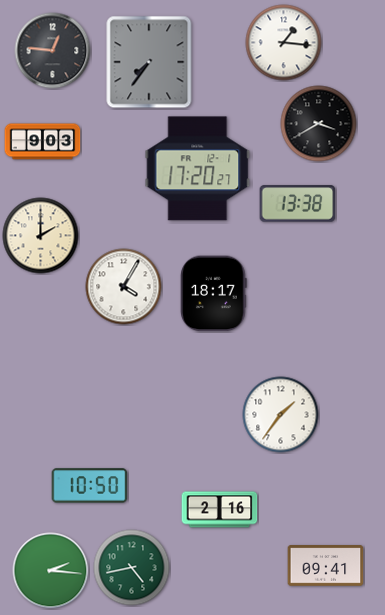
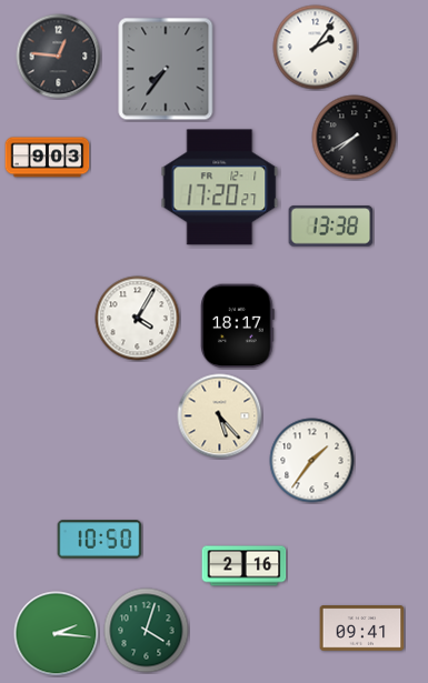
clock at (284, 43): 1:16 -> 2:06
clock at (319, 124): 3:40 -> 7:40
clock at (41, 236): 2:00 -> none
clock at (220, 416): none -> 5:23
clock at (132, 568): 4:43 -> 4:03
